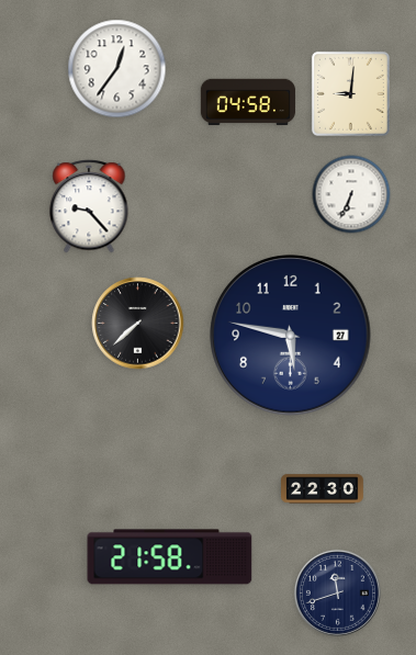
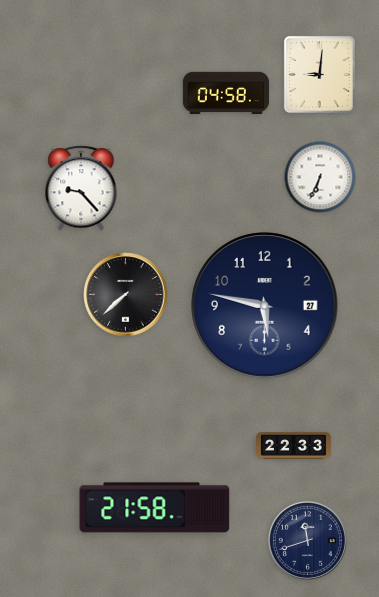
clock at (117, 69): 12:36 -> none
clock at (350, 93) position: (350, 93) -> (319, 74)
clock at (323, 489): 22:30 -> 22:33
